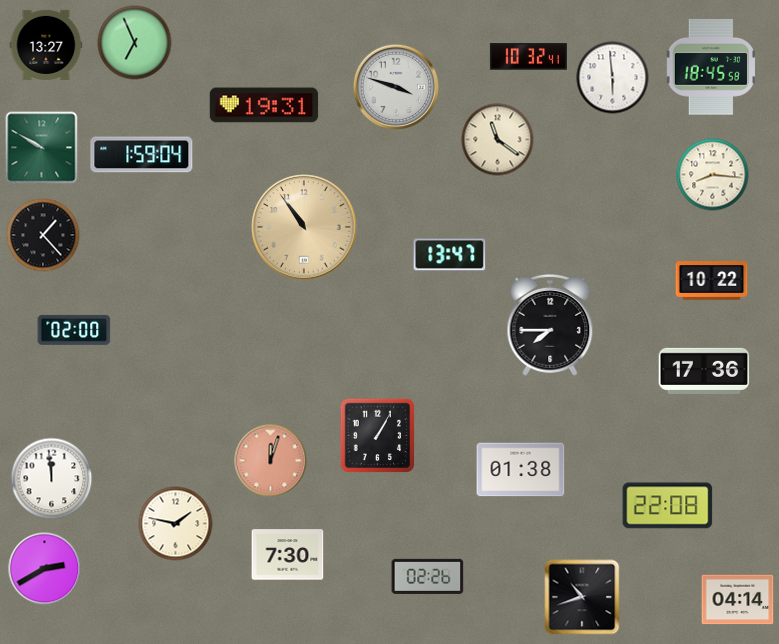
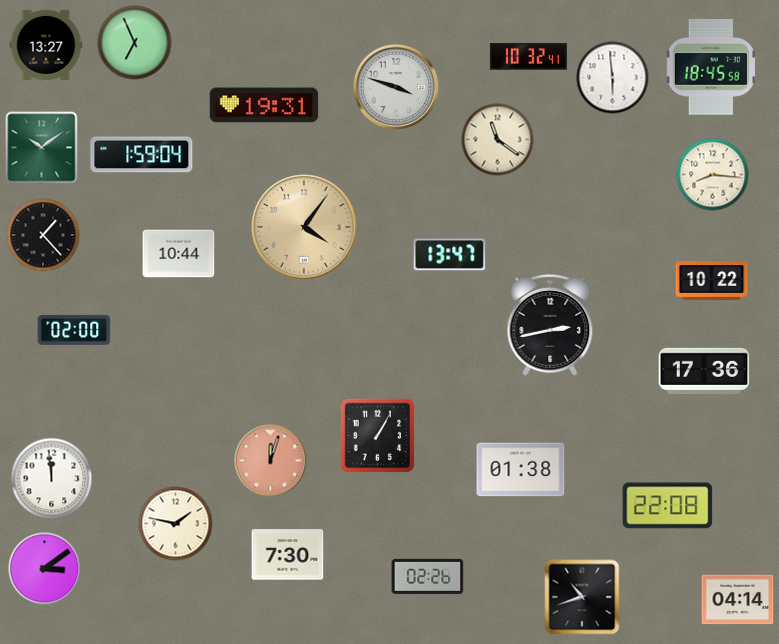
clock at (42, 148): 9:50 -> 10:09
clock at (304, 227): 10:54 -> 4:06
clock at (179, 254): none -> 10:44
clock at (550, 325): 7:45 -> 2:43
clock at (45, 569): 2:40 -> 3:09
